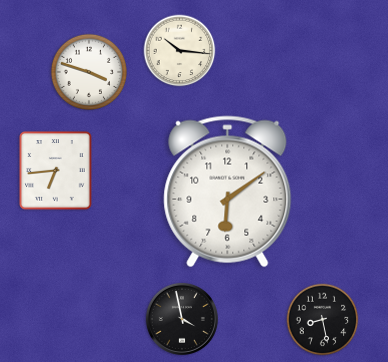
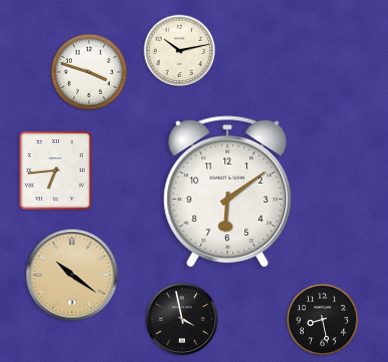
clock at (180, 51): 10:16 -> 10:13
clock at (72, 275): none -> 10:21
